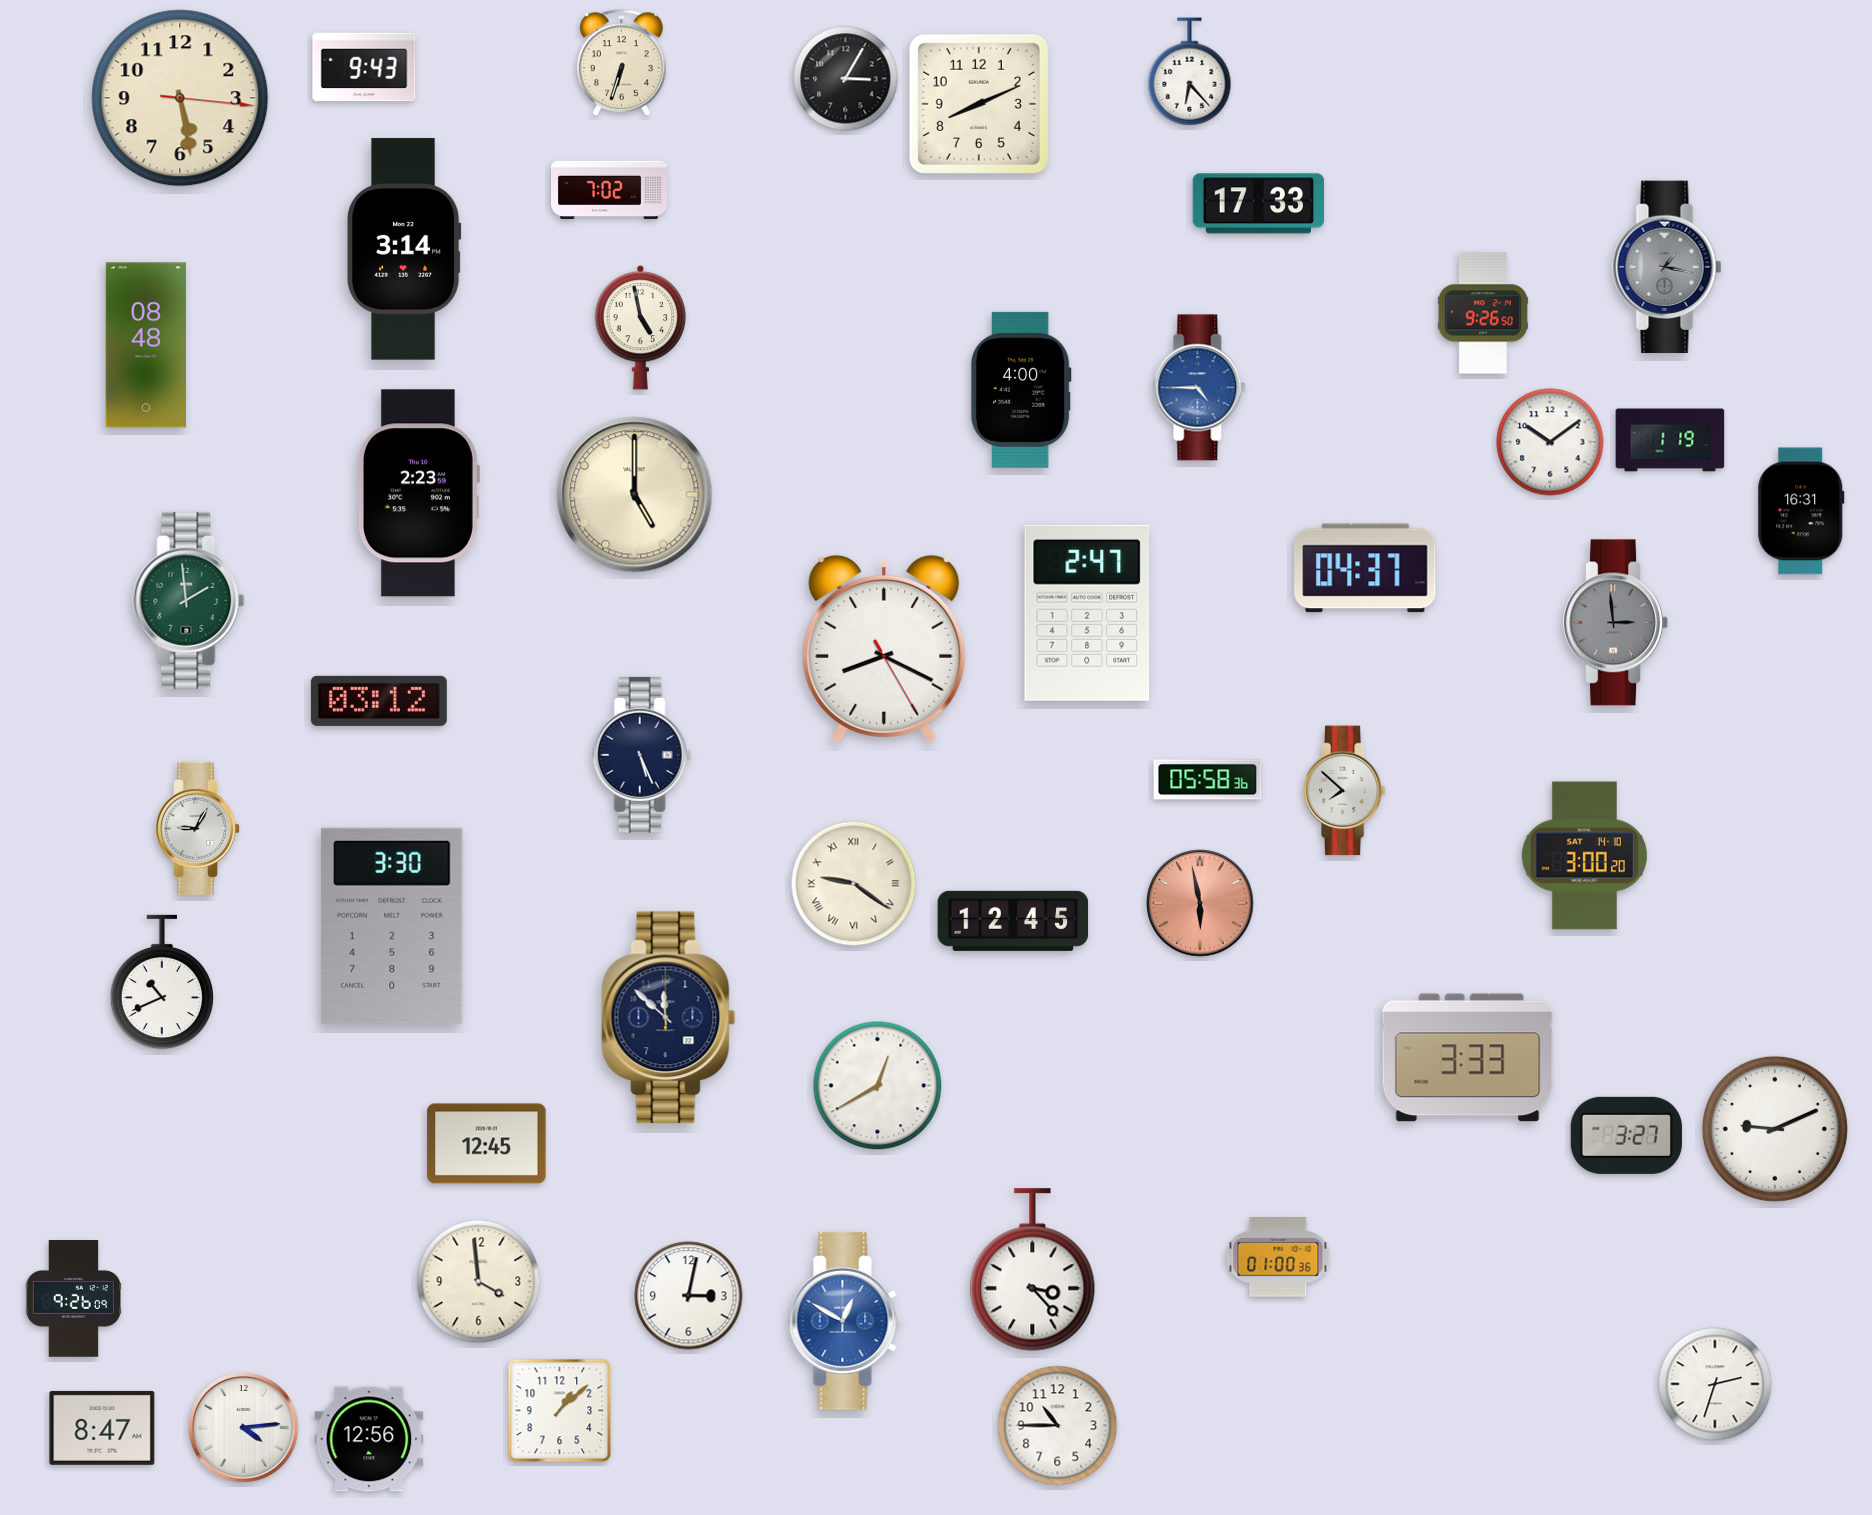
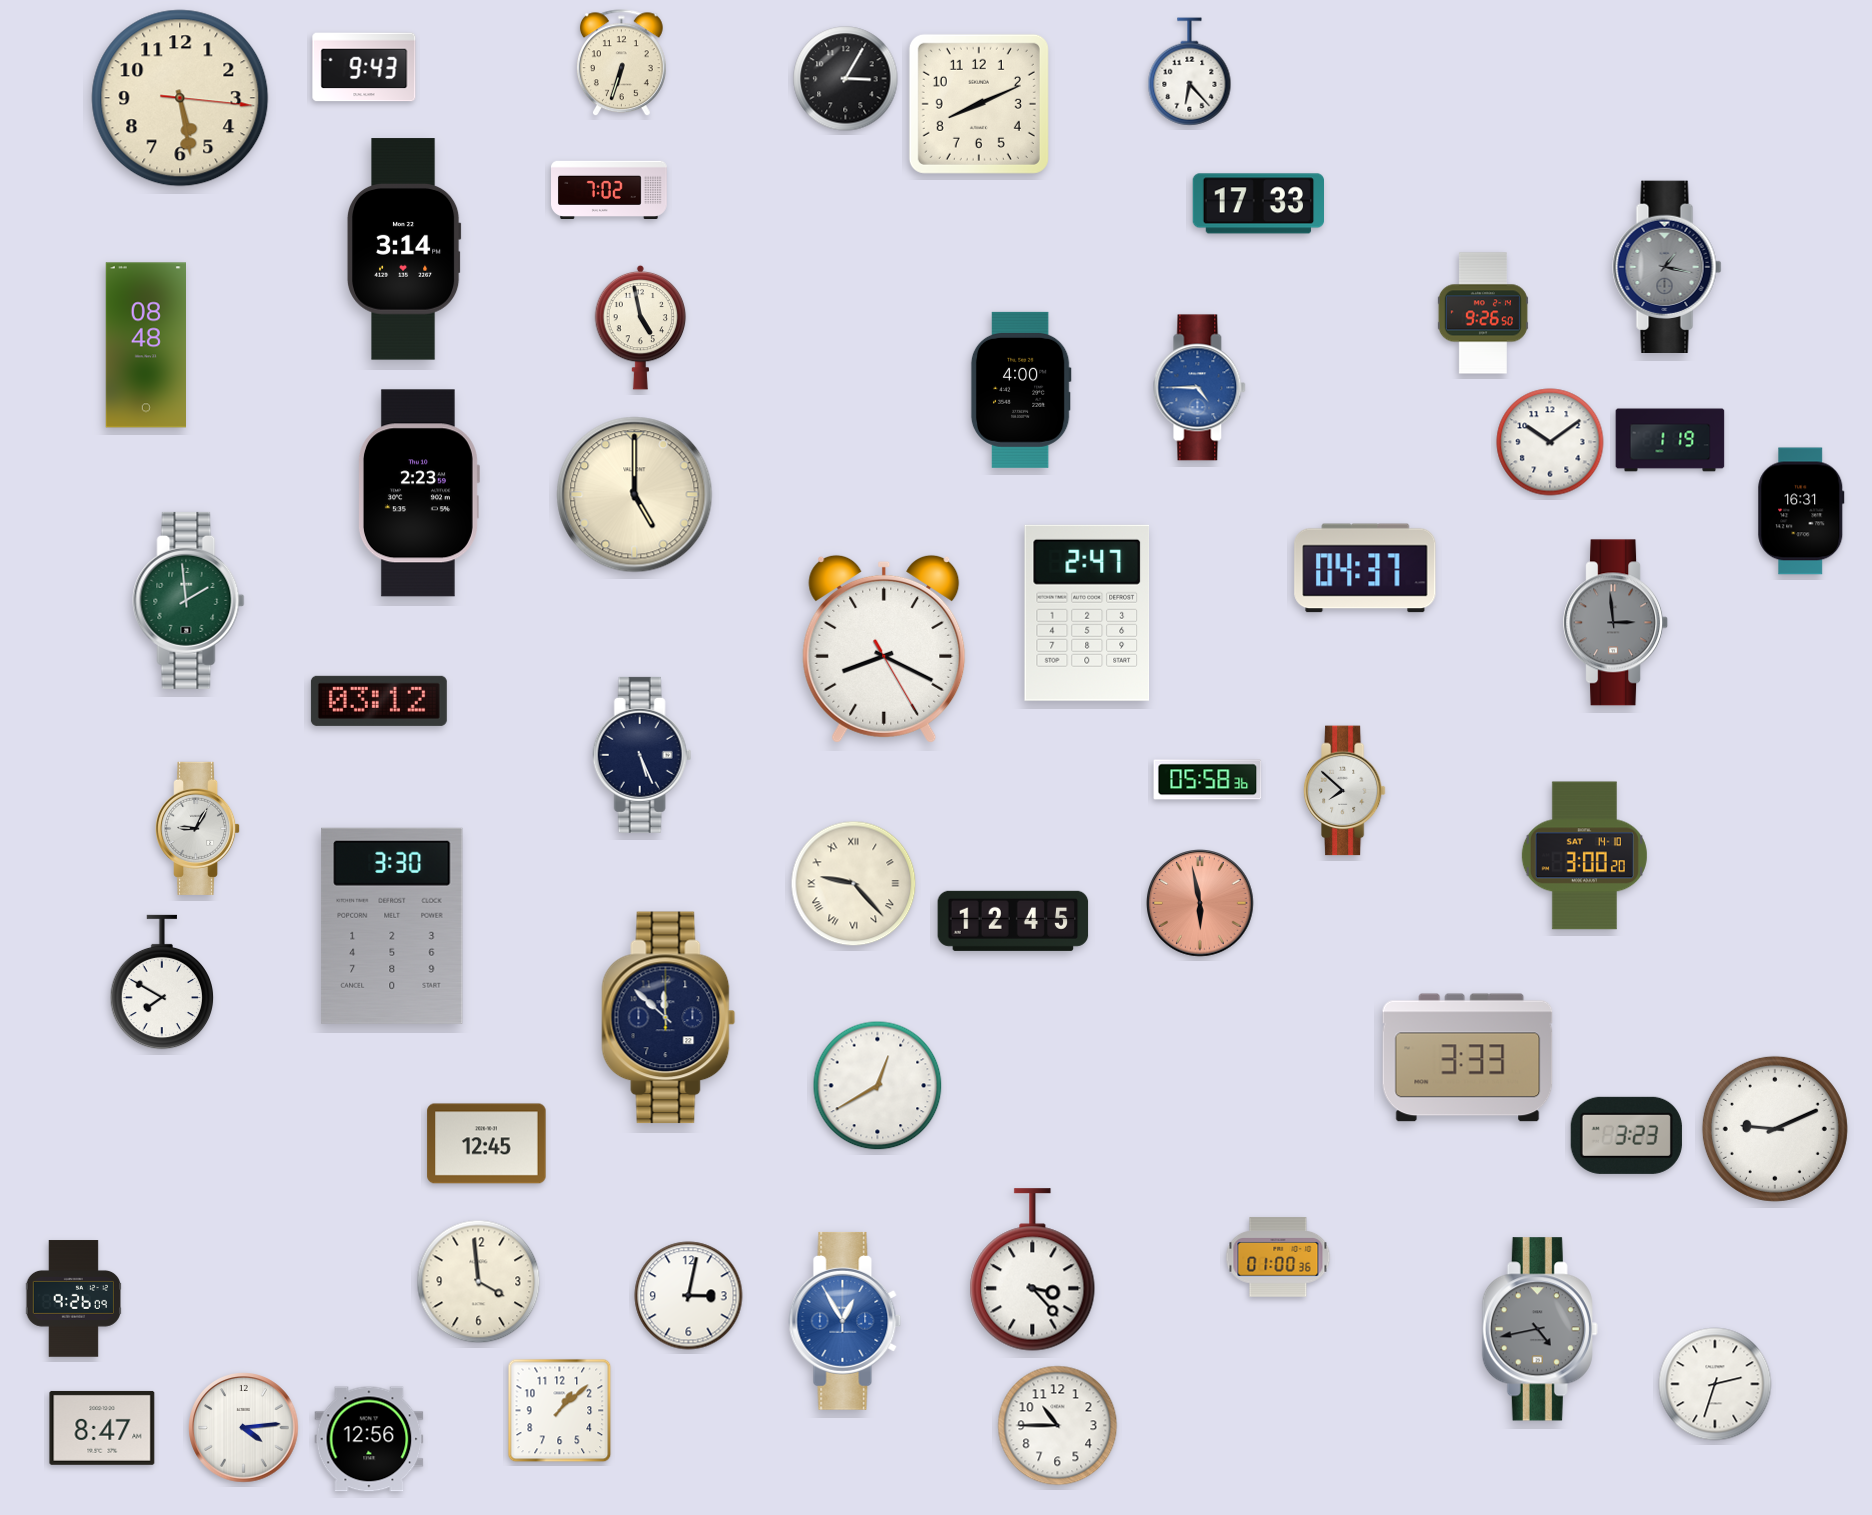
clock at (854, 884): 9:21 -> 9:23
clock at (161, 982): 10:41 -> 7:50
clock at (1626, 1135): 3:27 -> 3:23
clock at (845, 1321): 12:50 -> 12:55
clock at (1540, 1329): none -> 4:43
